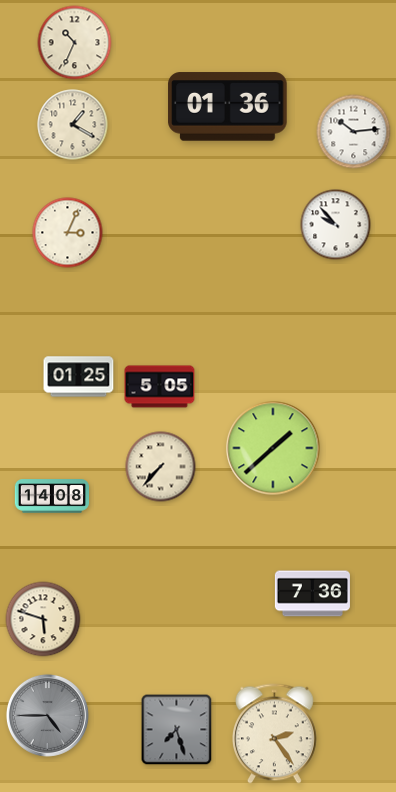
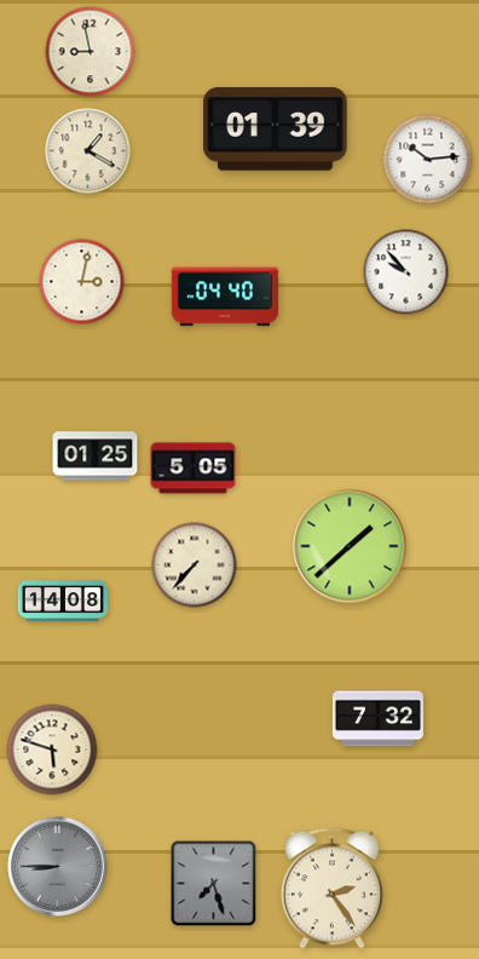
clock at (75, 43): 10:34 -> 8:58
clock at (228, 107): 01:36 -> 01:39
clock at (68, 233): 3:04 -> 3:02
clock at (225, 297): none -> 04:40
clock at (273, 448) position: (273, 448) -> (350, 546)
clock at (312, 594): 7:36 -> 7:32
clock at (47, 715): 4:45 -> 8:45
